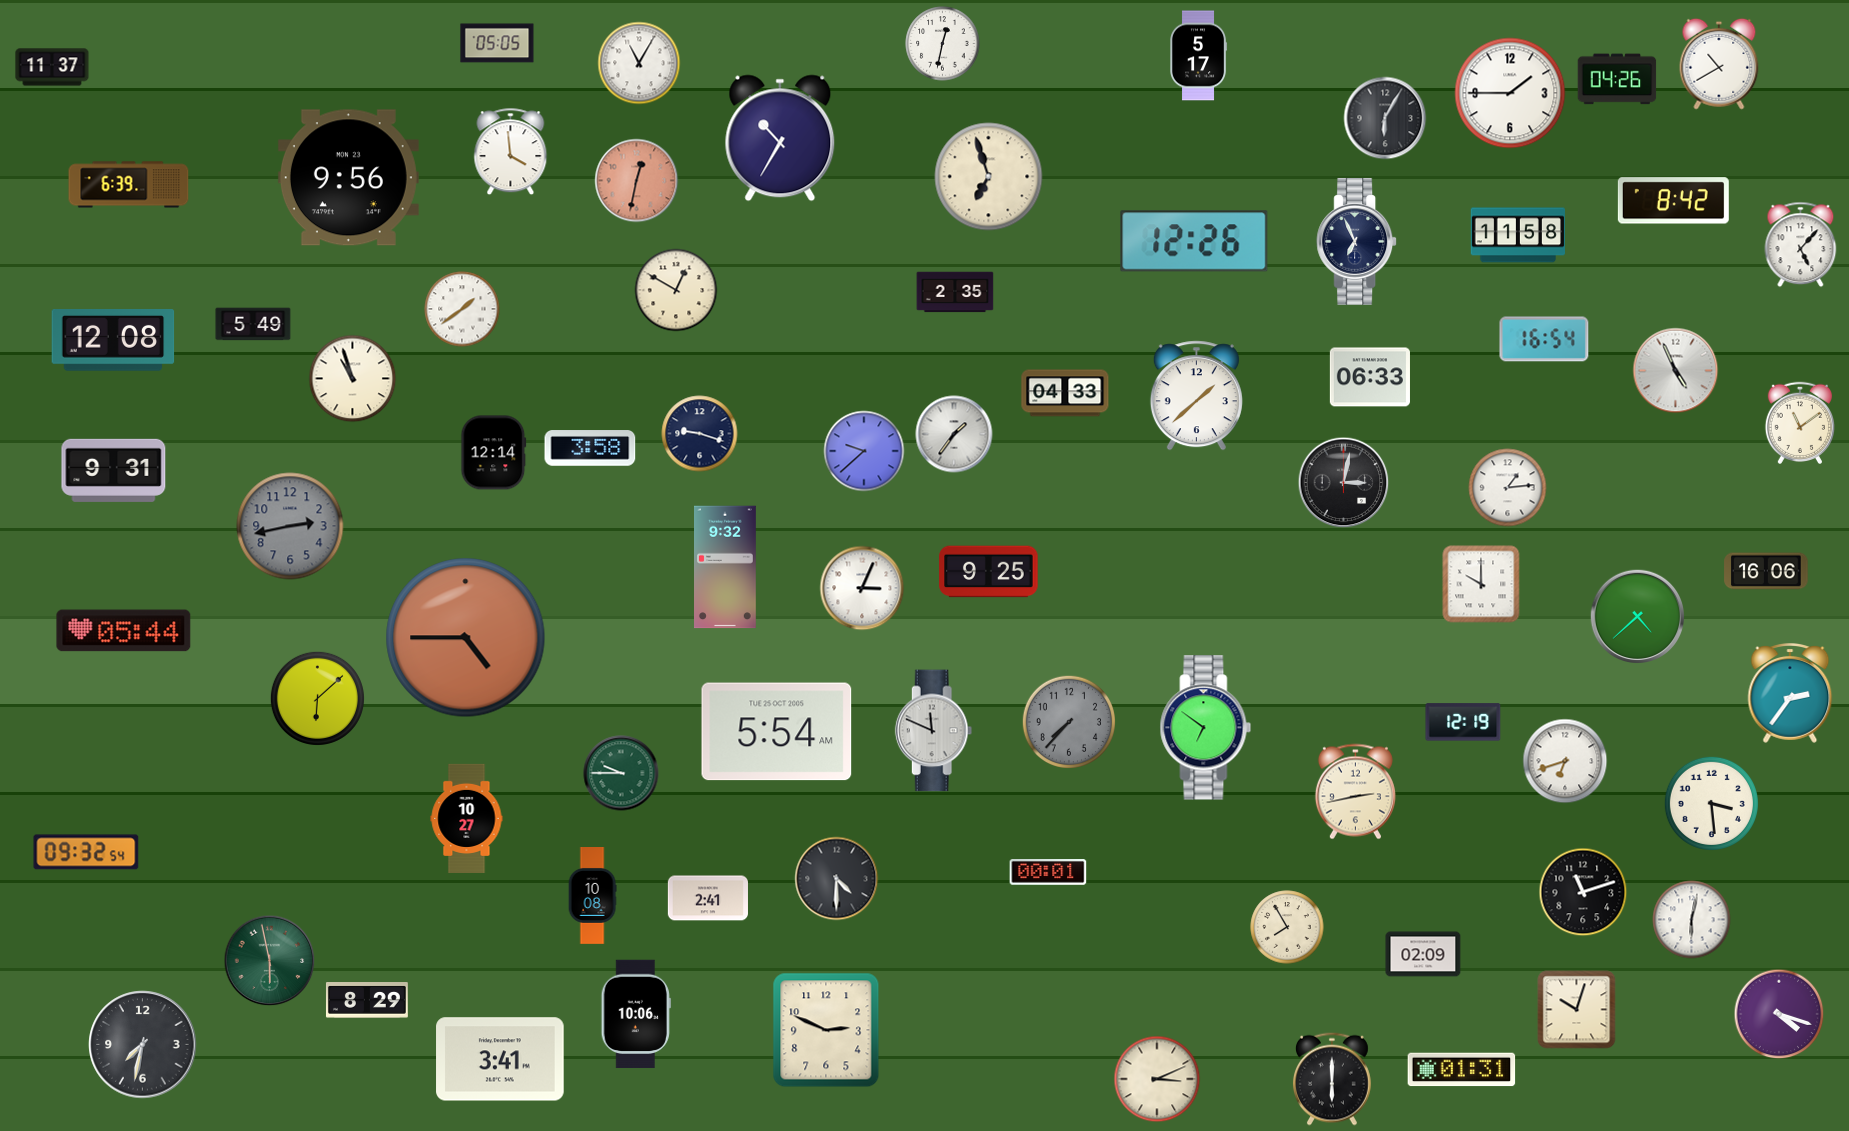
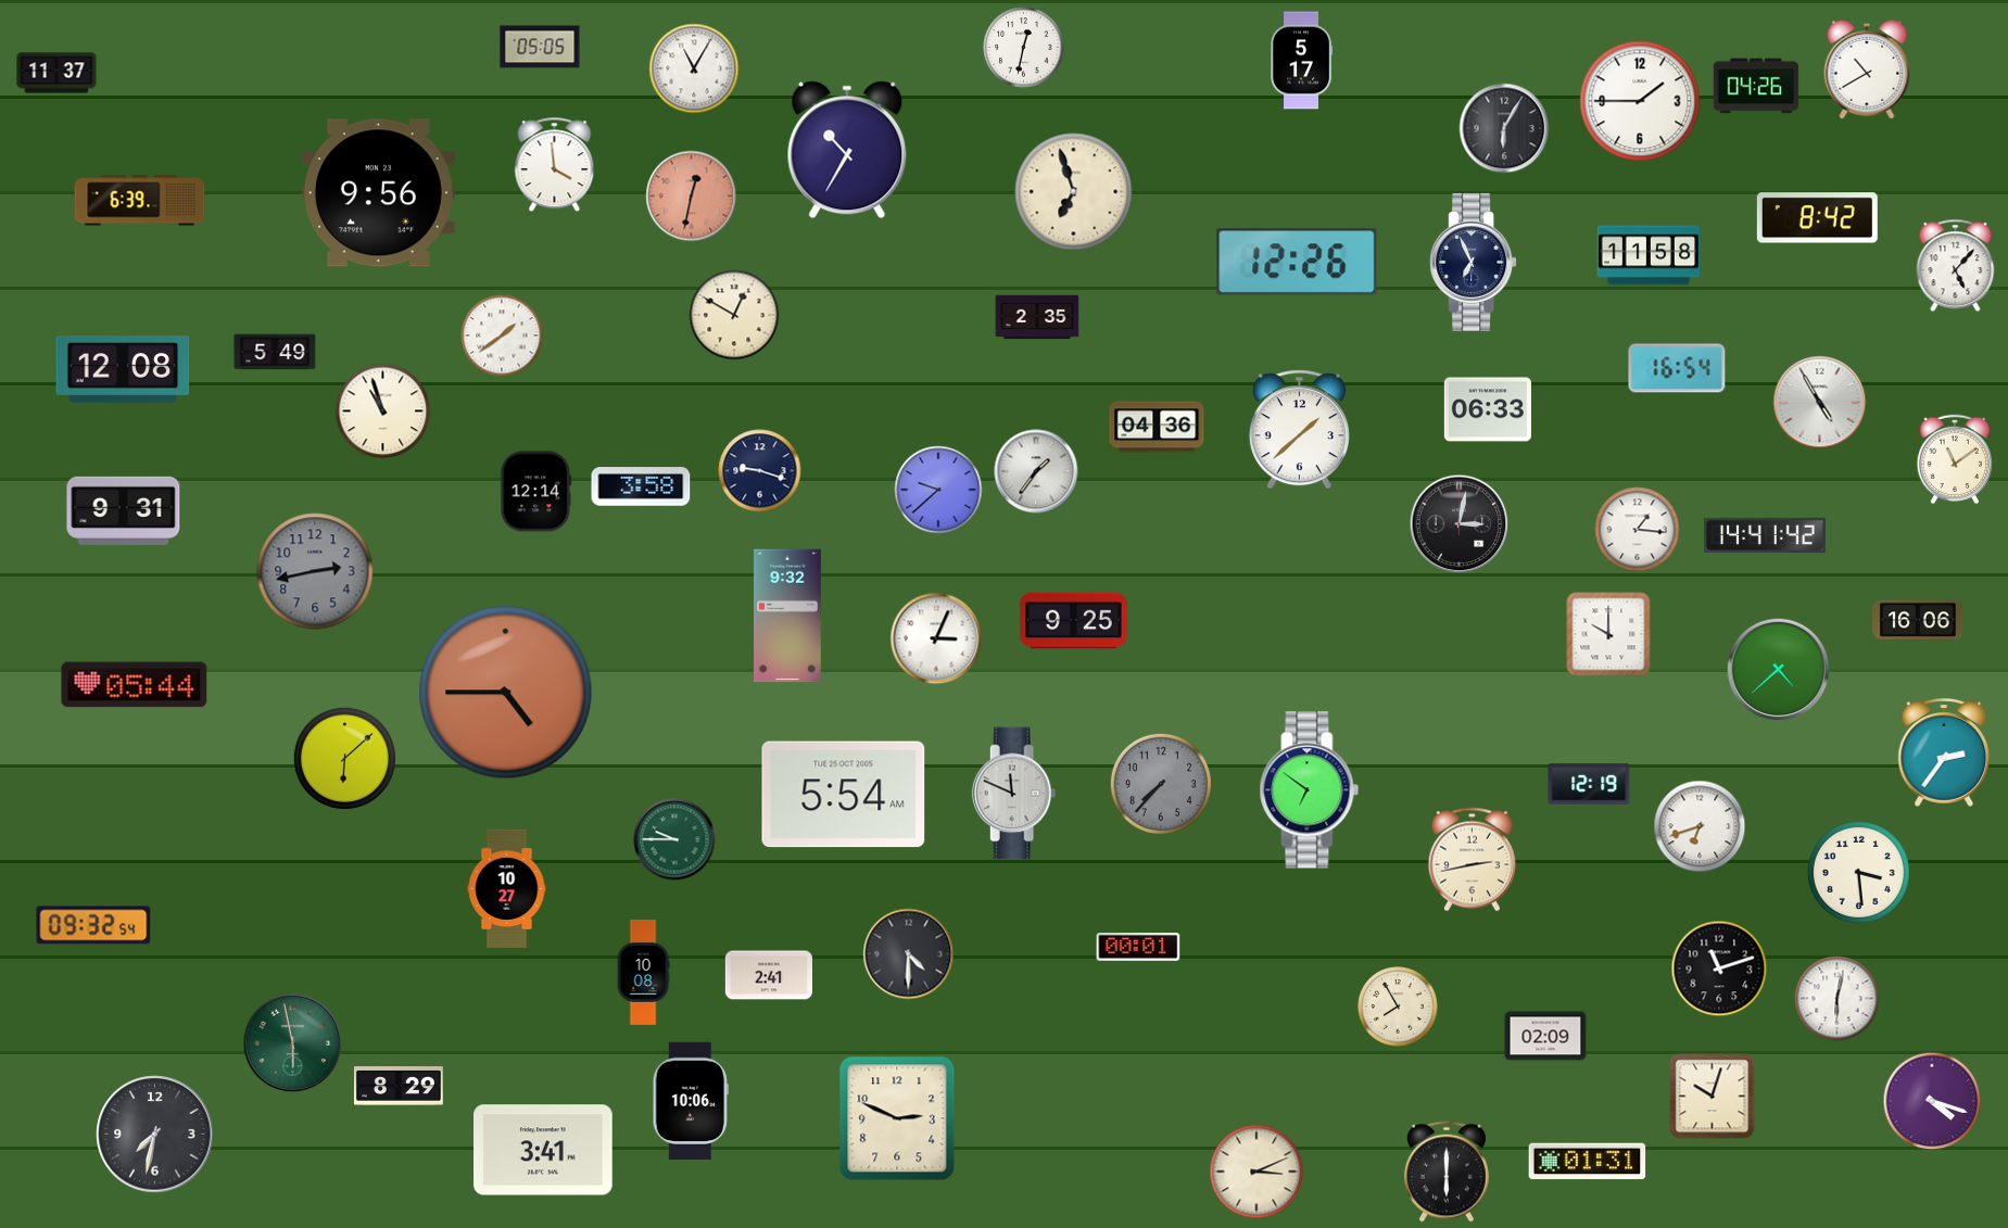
clock at (1676, 371): 4:56 -> 4:55
clock at (1065, 393): 04:33 -> 04:36
clock at (1508, 488): 1:14 -> 1:16
clock at (1766, 534): none -> 14:41
